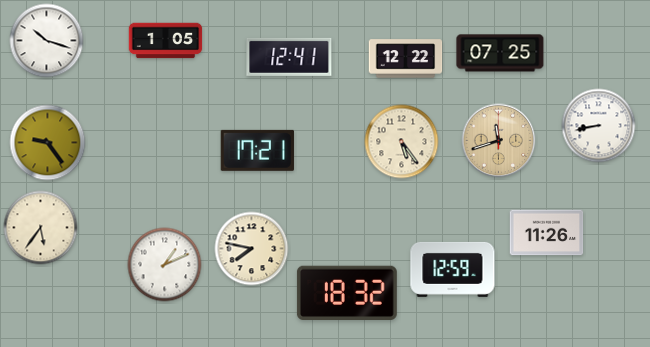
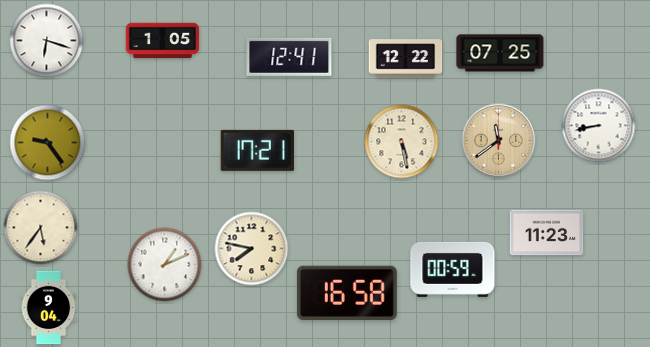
clock at (47, 41): 10:18 -> 6:18
clock at (166, 41) position: (166, 41) -> (163, 41)
clock at (499, 141): 11:42 -> 11:39
clock at (402, 142): 5:24 -> 5:28
clock at (547, 233): 11:26 -> 11:23
clock at (453, 269): 12:59 -> 00:59
clock at (347, 292): 18:32 -> 16:58
clock at (49, 308): none -> 9:04
